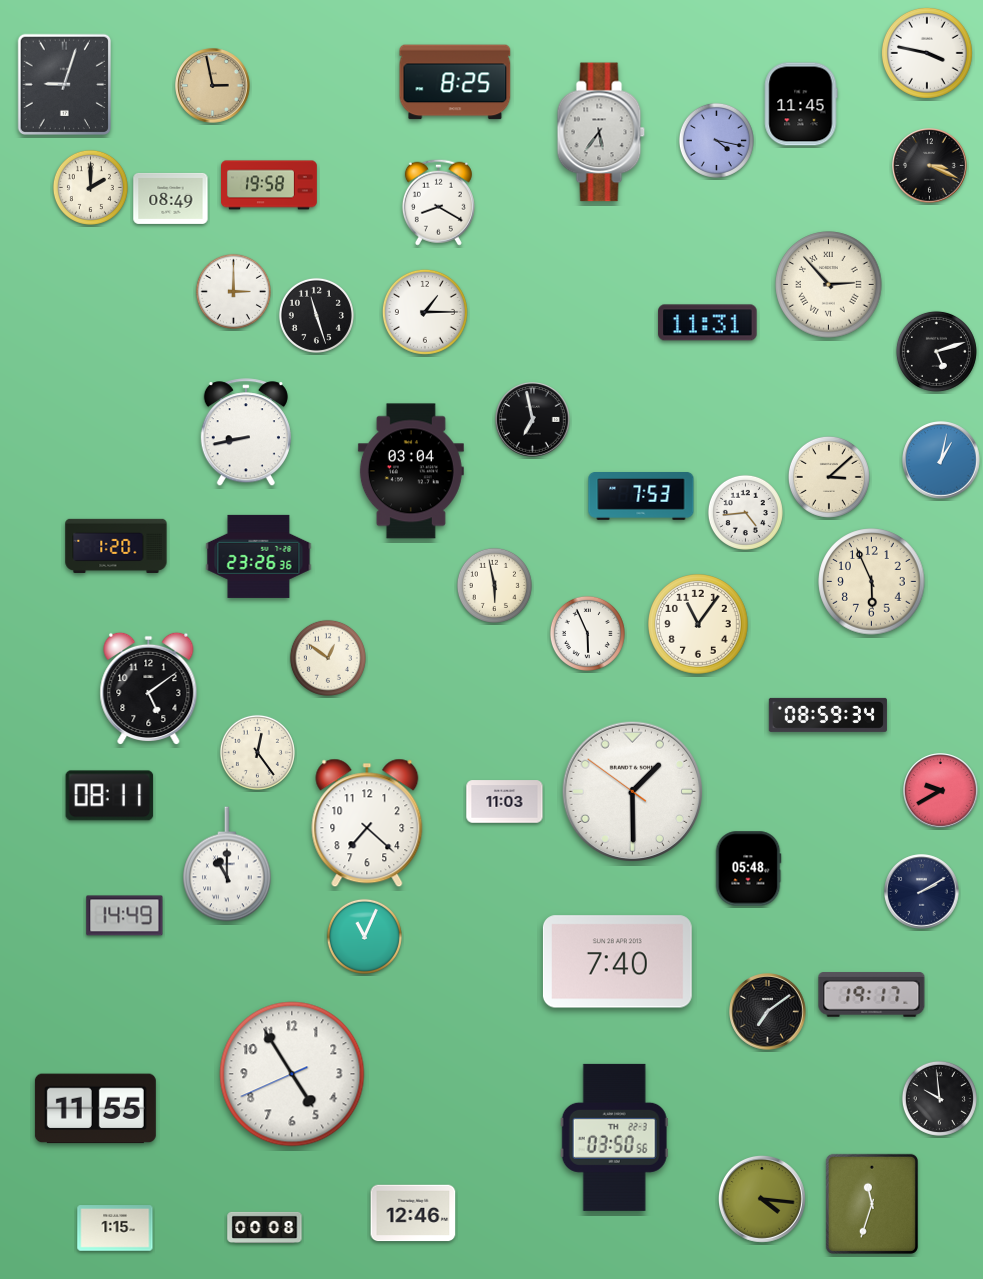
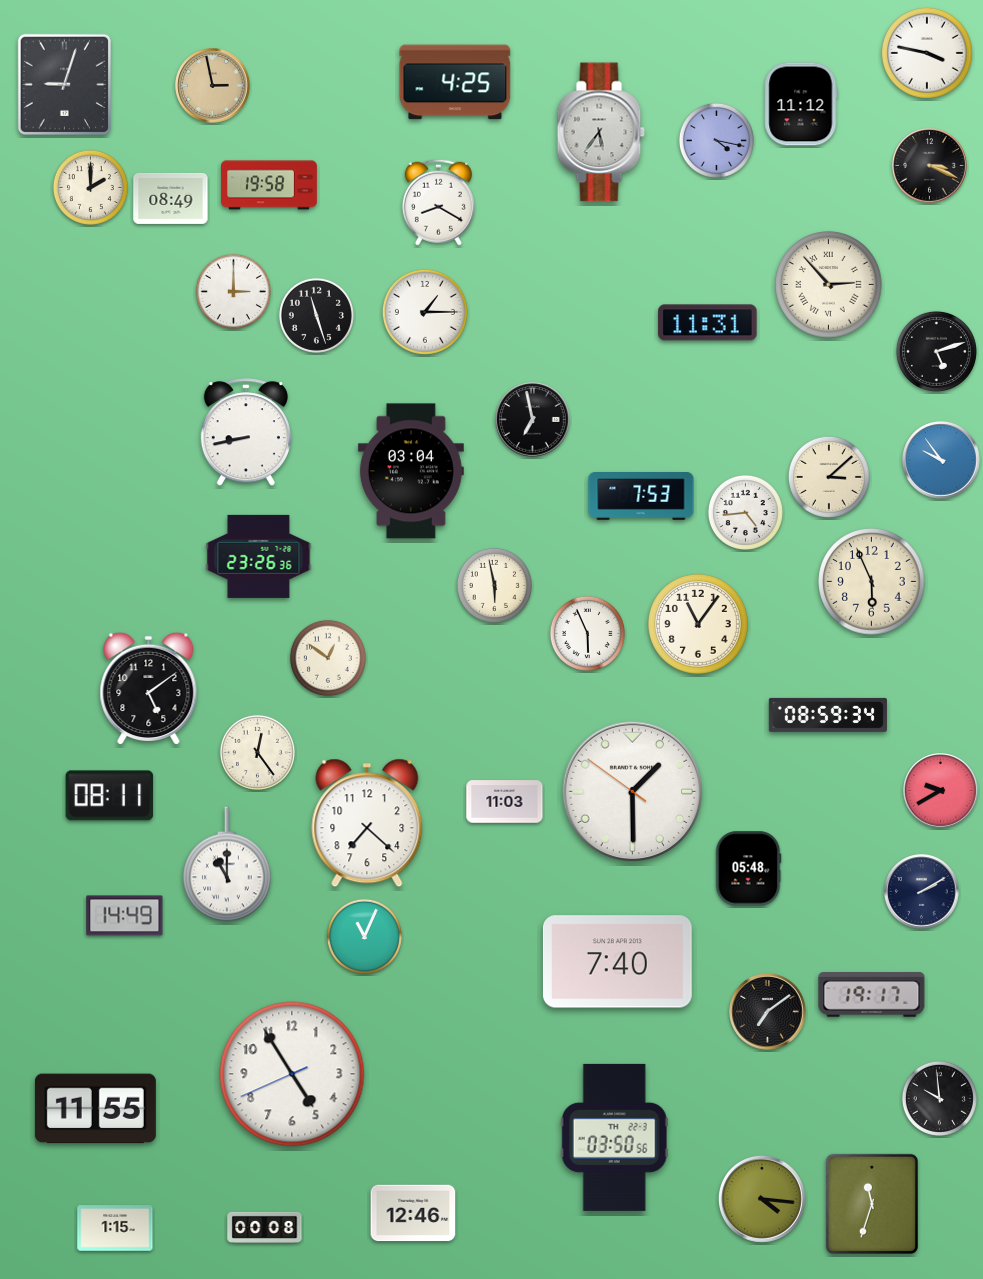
clock at (455, 82): 8:25 -> 4:25
clock at (801, 104): 11:45 -> 11:12
clock at (941, 460): 1:02 -> 9:54
clock at (116, 546): 1:20 -> none
